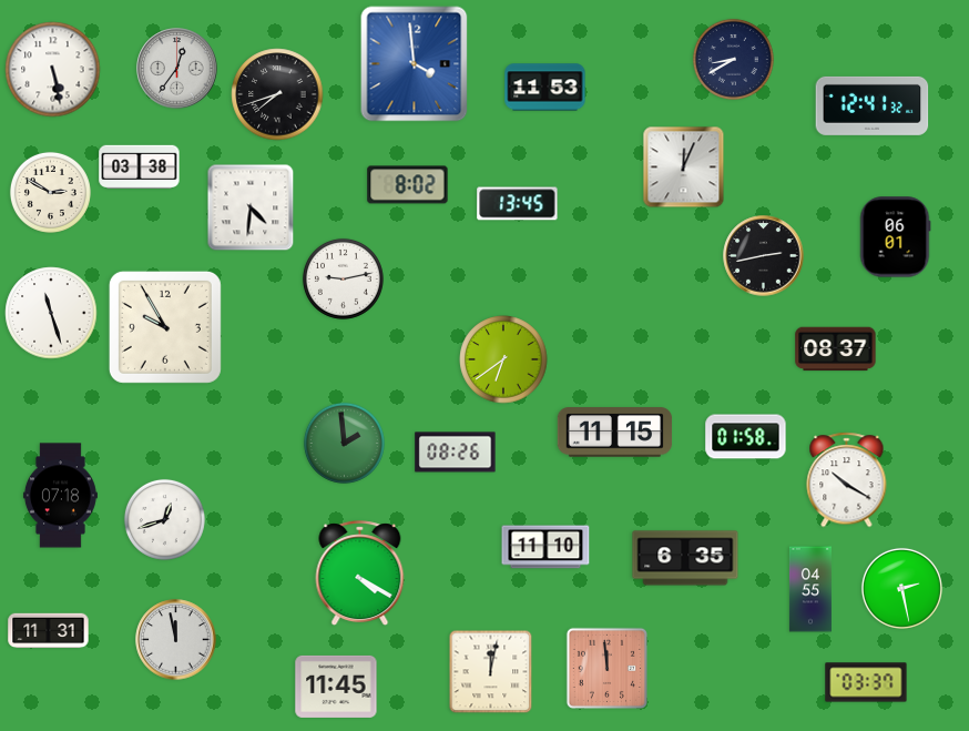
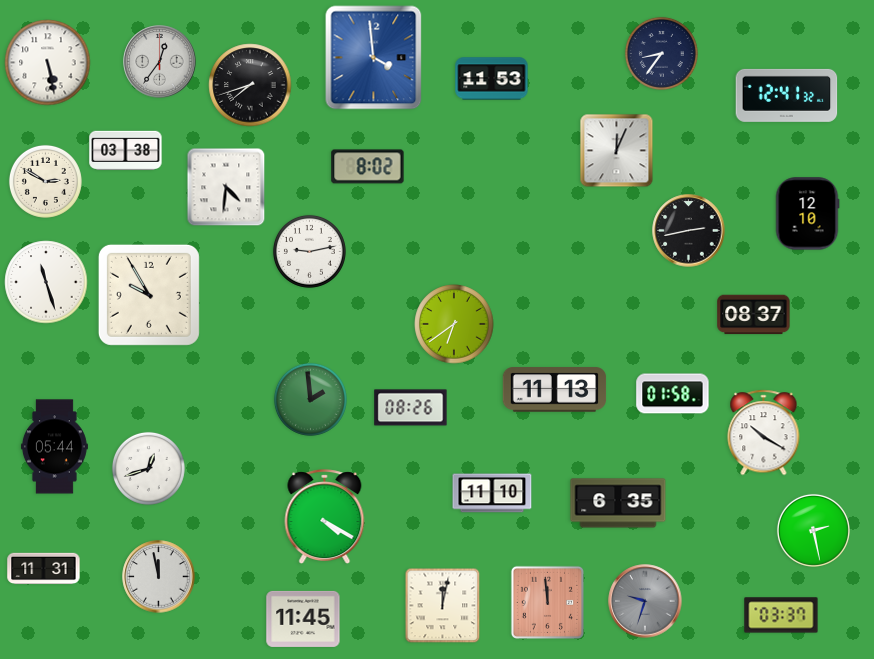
clock at (733, 59): 8:40 -> 8:36
clock at (50, 192) position: (50, 192) -> (45, 181)
clock at (518, 204): 13:45 -> none
clock at (895, 237): 06:01 -> 12:10
clock at (615, 433): 11:15 -> 11:13
clock at (60, 496): 07:18 -> 05:44
clock at (810, 589): 04:55 -> none
clock at (645, 601): none -> 9:33
